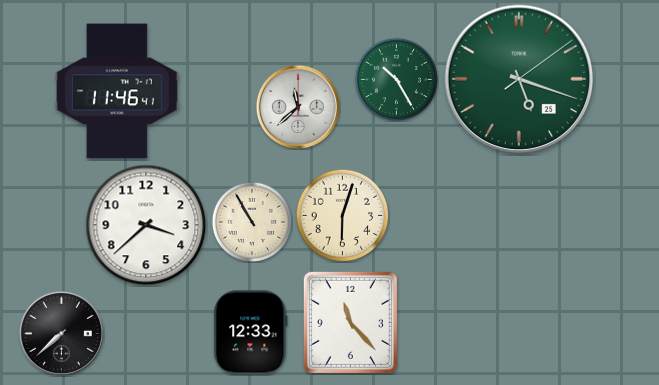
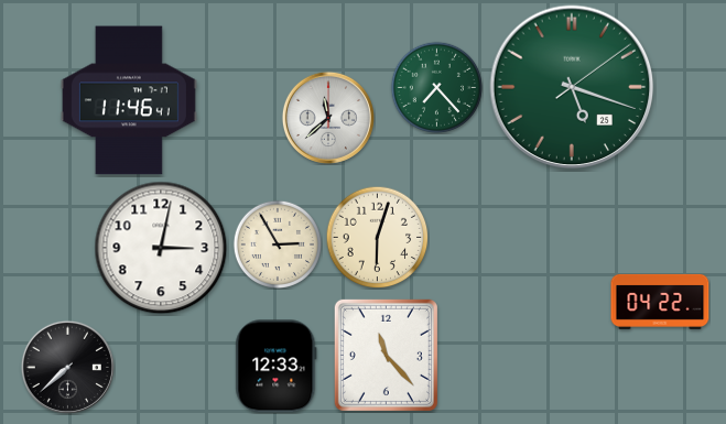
clock at (396, 79): 10:25 -> 7:23
clock at (251, 221): 10:55 -> 2:55
clock at (146, 225): 3:38 -> 3:02
clock at (660, 302): none -> 04:22
